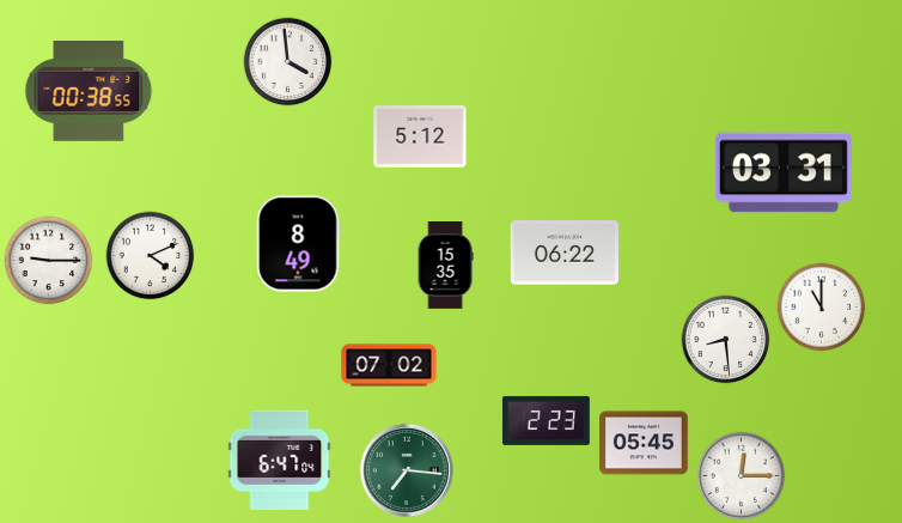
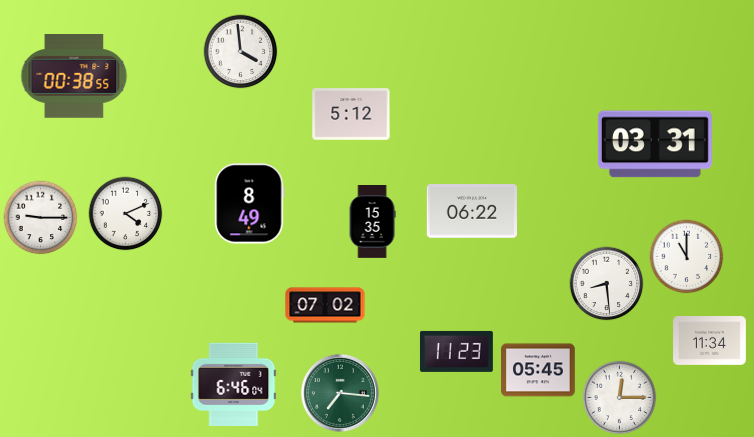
clock at (710, 341): none -> 11:34
clock at (546, 420): 2:23 -> 11:23
clock at (280, 460): 6:47 -> 6:46
